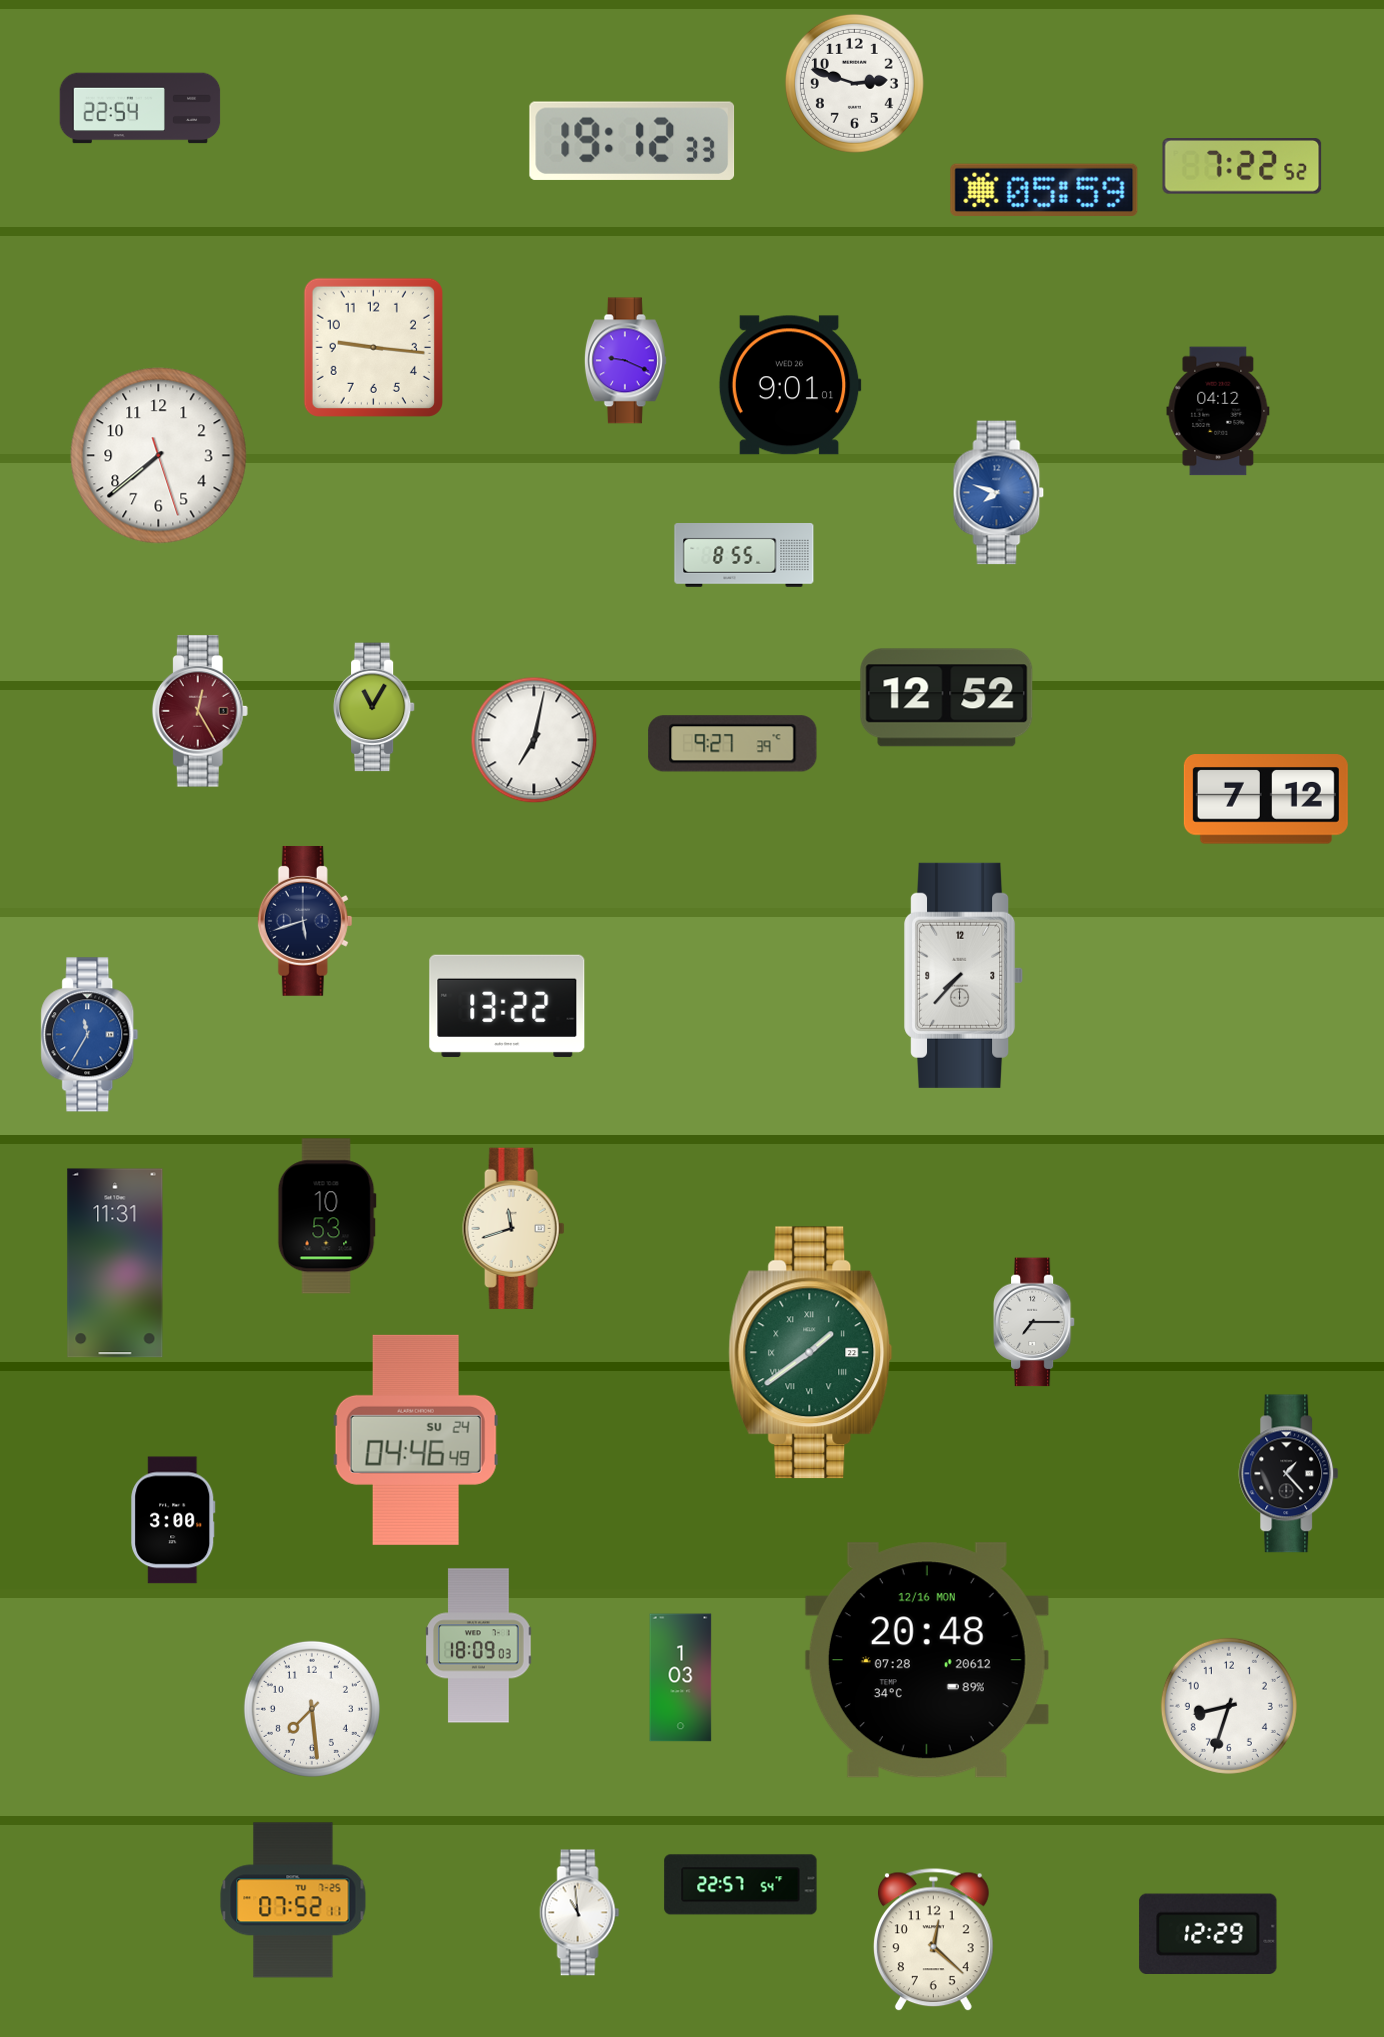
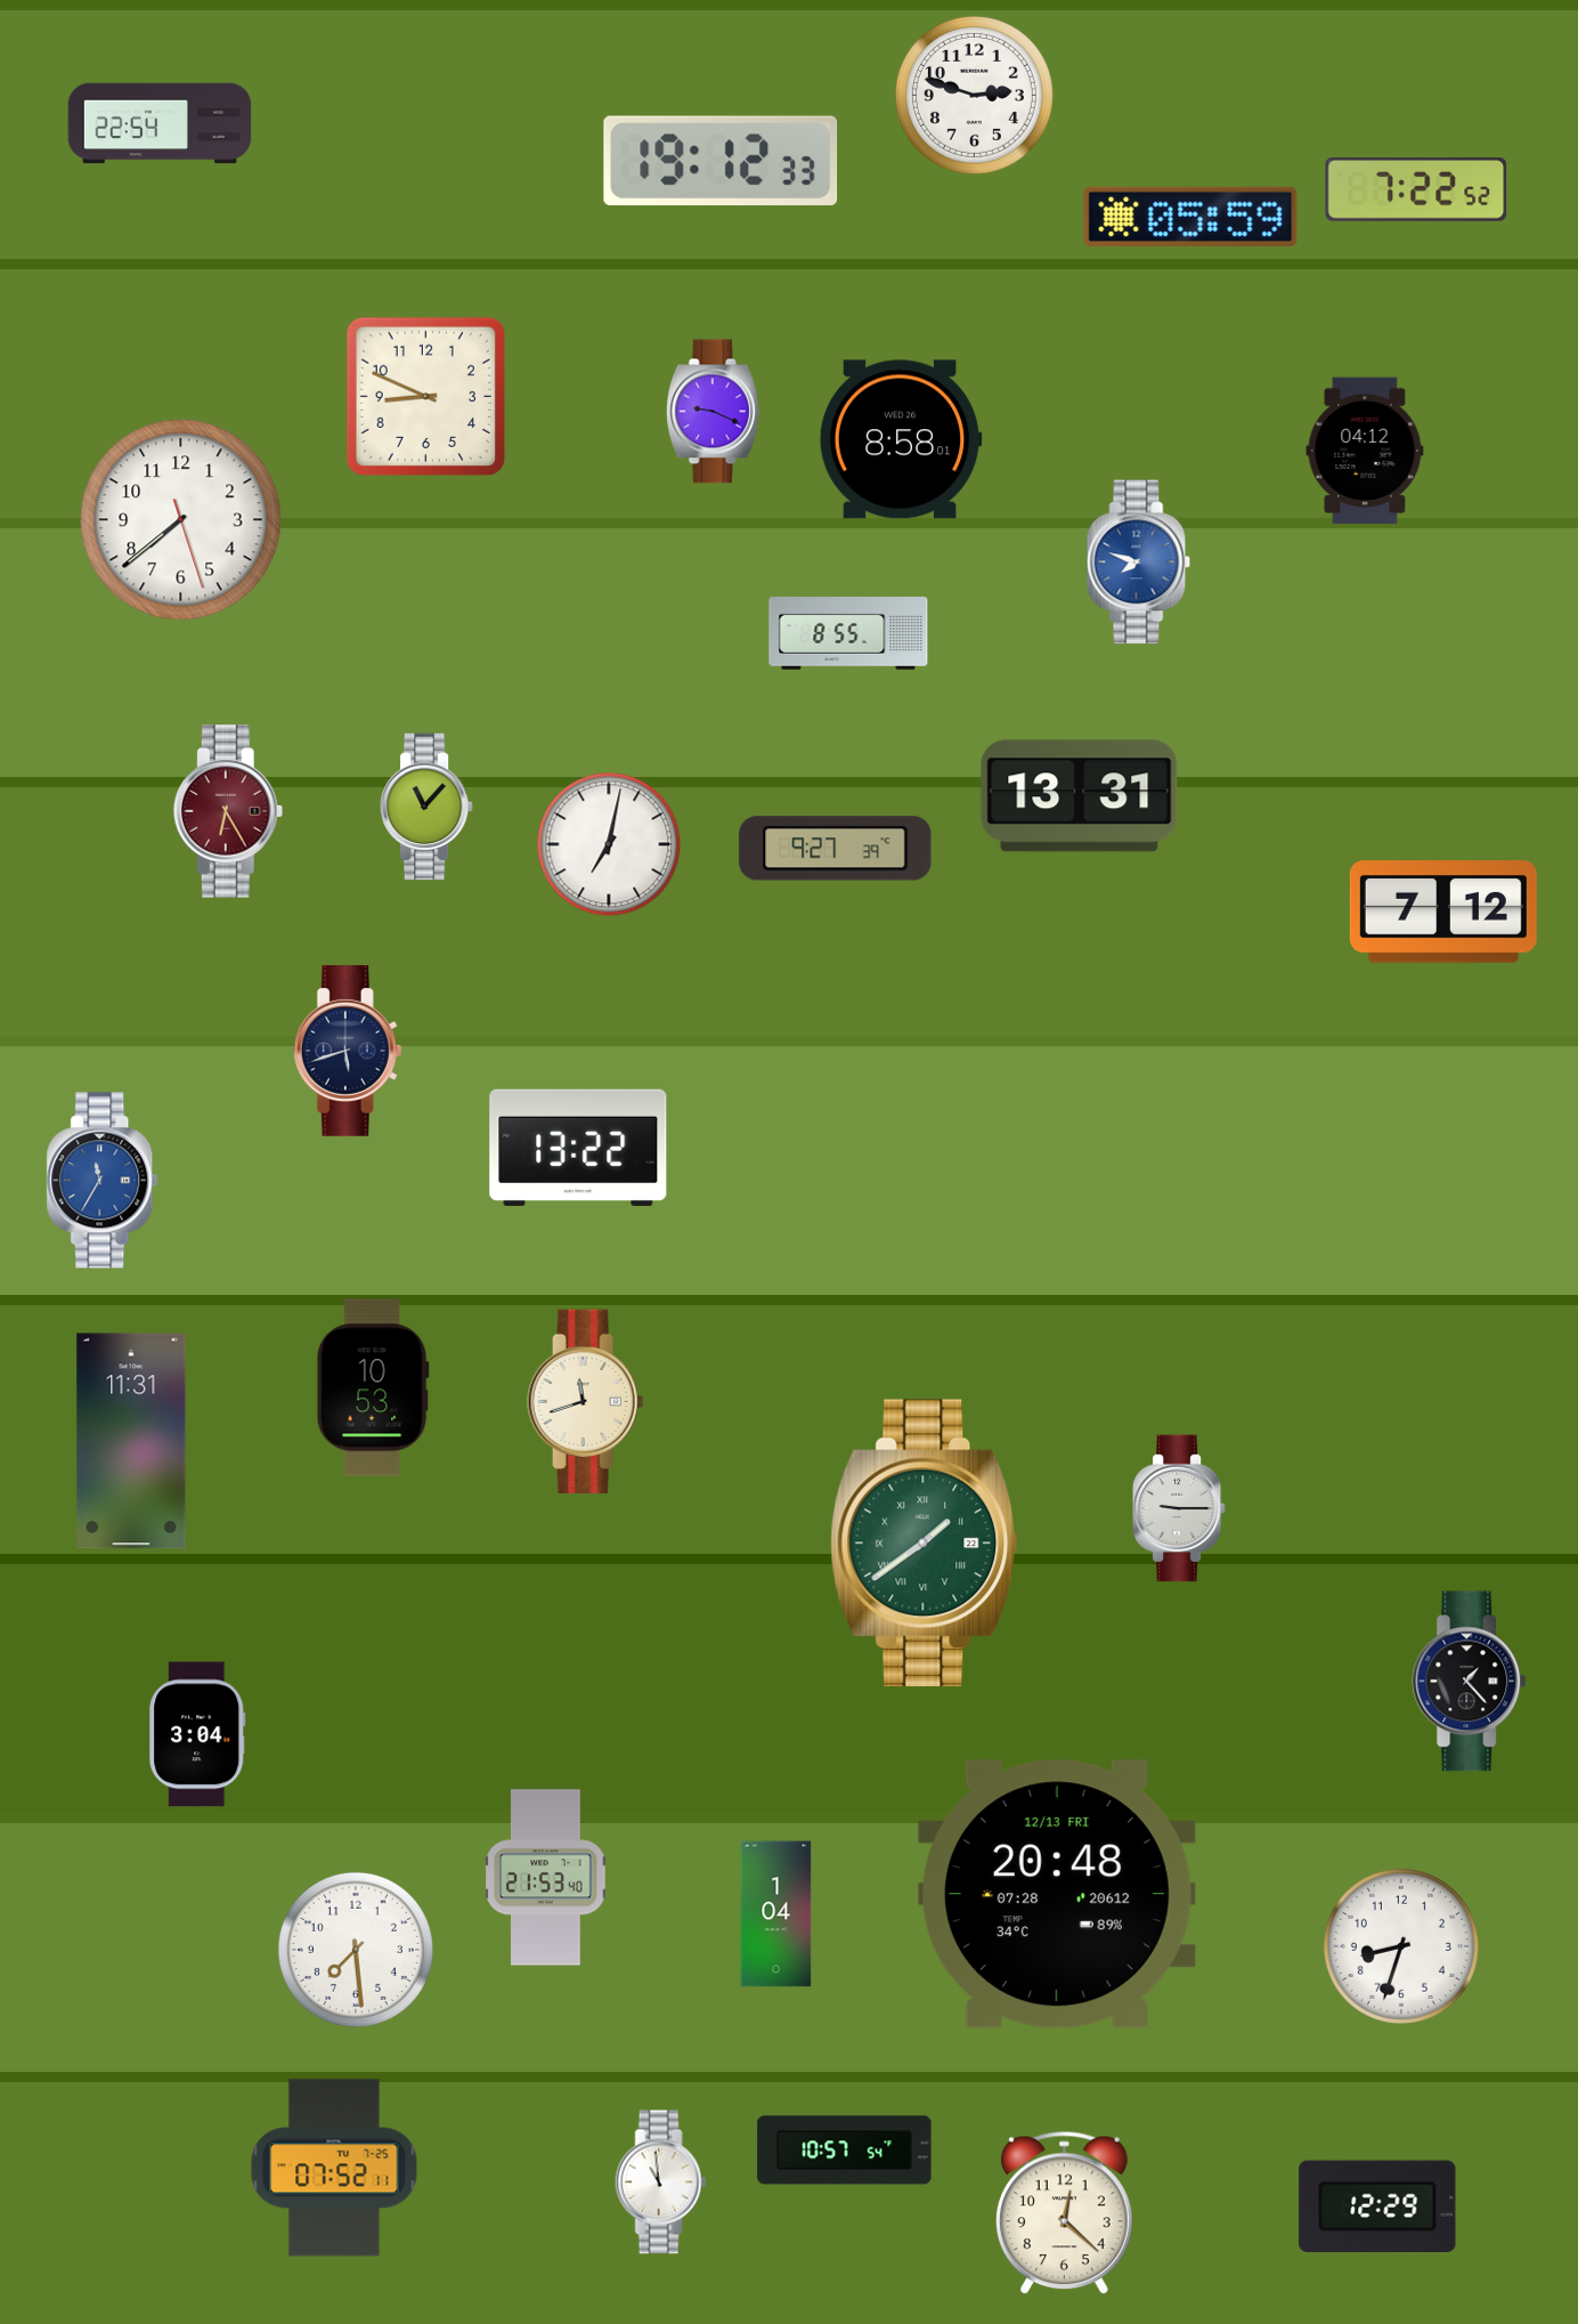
clock at (373, 347): 9:16 -> 8:49
clock at (790, 385): 9:01 -> 8:58
clock at (1218, 411) position: (1218, 411) -> (1365, 451)
clock at (947, 698): 12:52 -> 13:31
clock at (374, 707): 11:05 -> 11:07
clock at (200, 711): 12:25 -> 6:25
clock at (964, 975): 7:37 -> none
clock at (1034, 1322): 7:15 -> 9:15
clock at (416, 1440): 04:46 -> none
clock at (173, 1520): 3:00 -> 3:04
clock at (479, 1646): 18:09 -> 21:53
clock at (927, 1660) date: 12/16 MON -> 12/13 FRI
clock at (681, 1678): 1:03 -> 1:04
clock at (741, 1885): 22:57 -> 10:57
